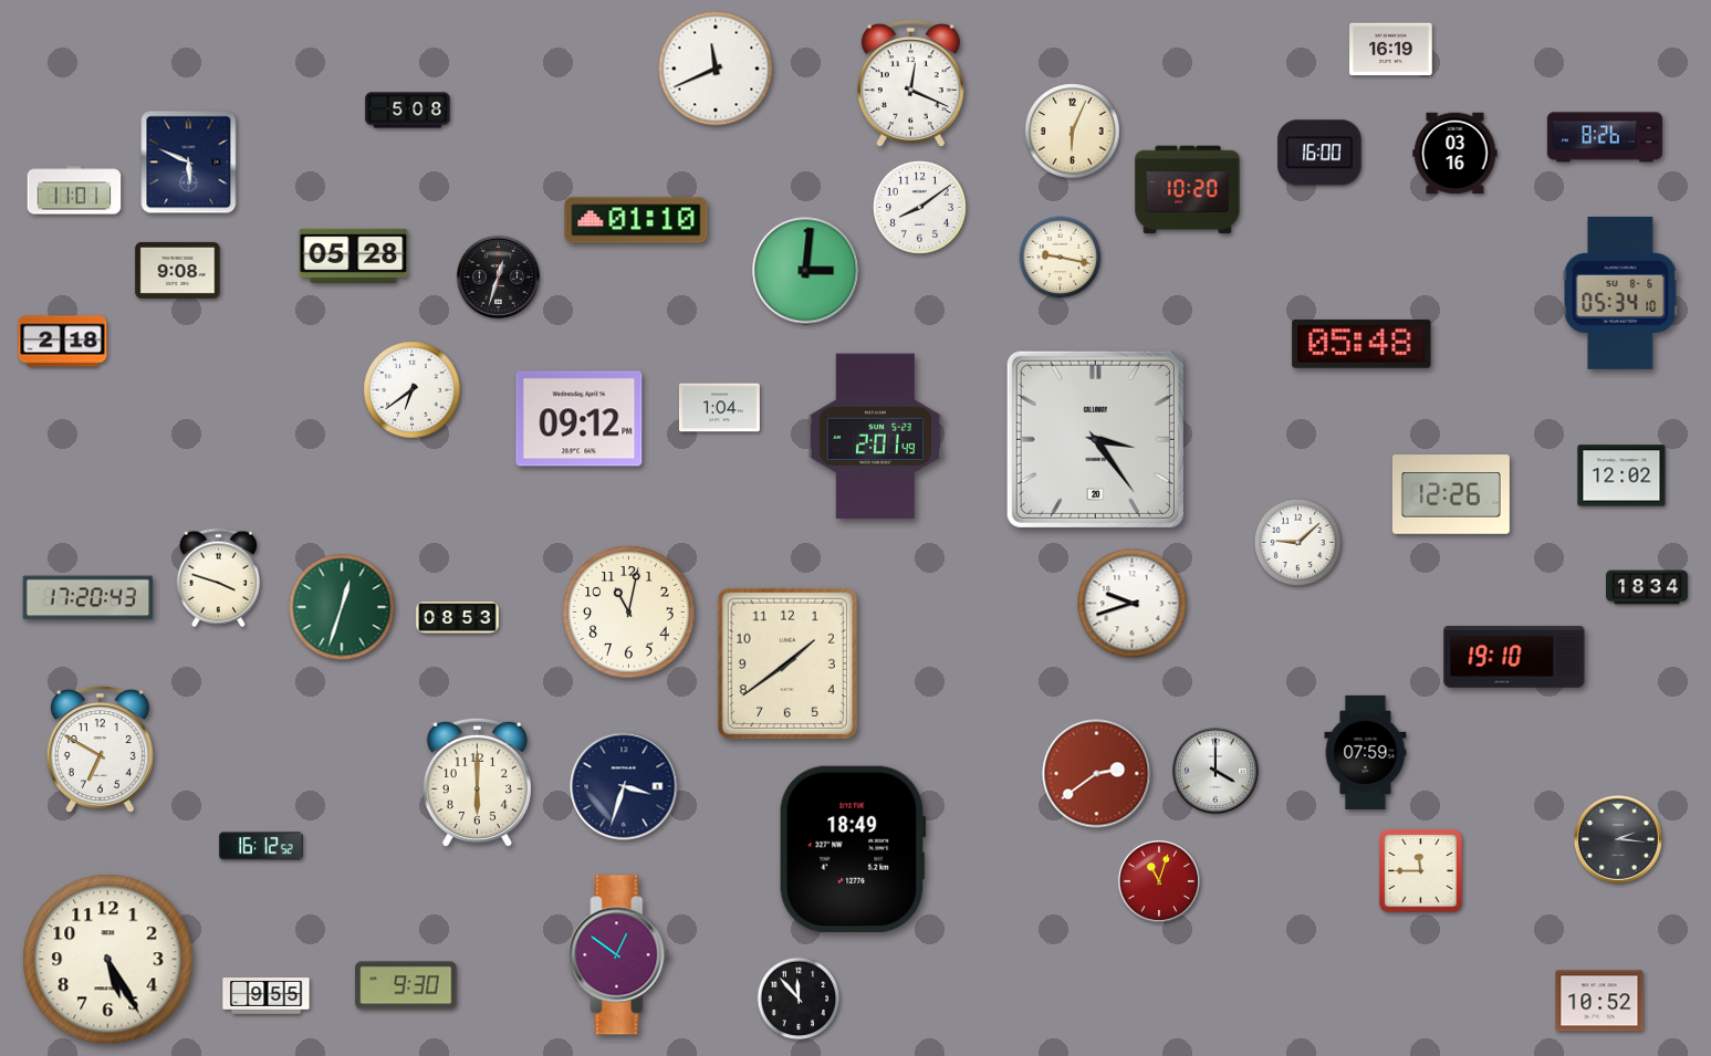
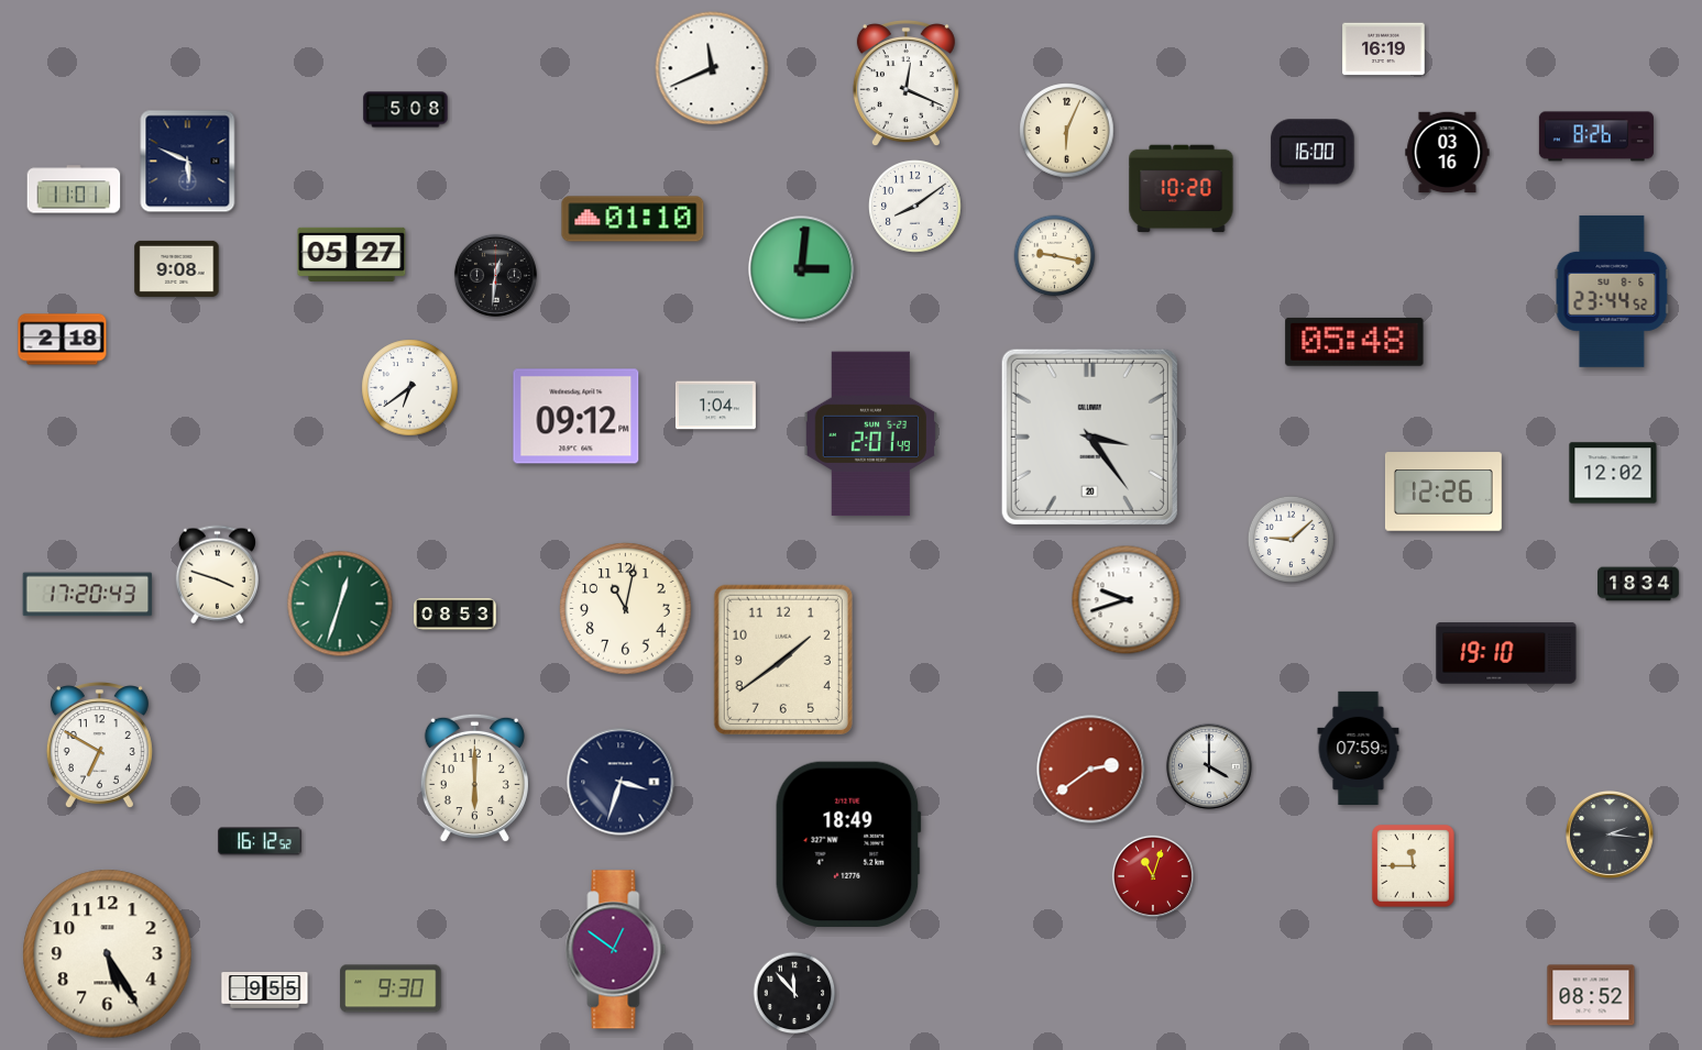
clock at (354, 255): 05:28 -> 05:27
clock at (498, 276): 12:33 -> 12:31
clock at (1620, 293): 05:34 -> 23:44
clock at (406, 985) position: (406, 985) -> (391, 988)
clock at (1599, 1001): 10:52 -> 08:52
